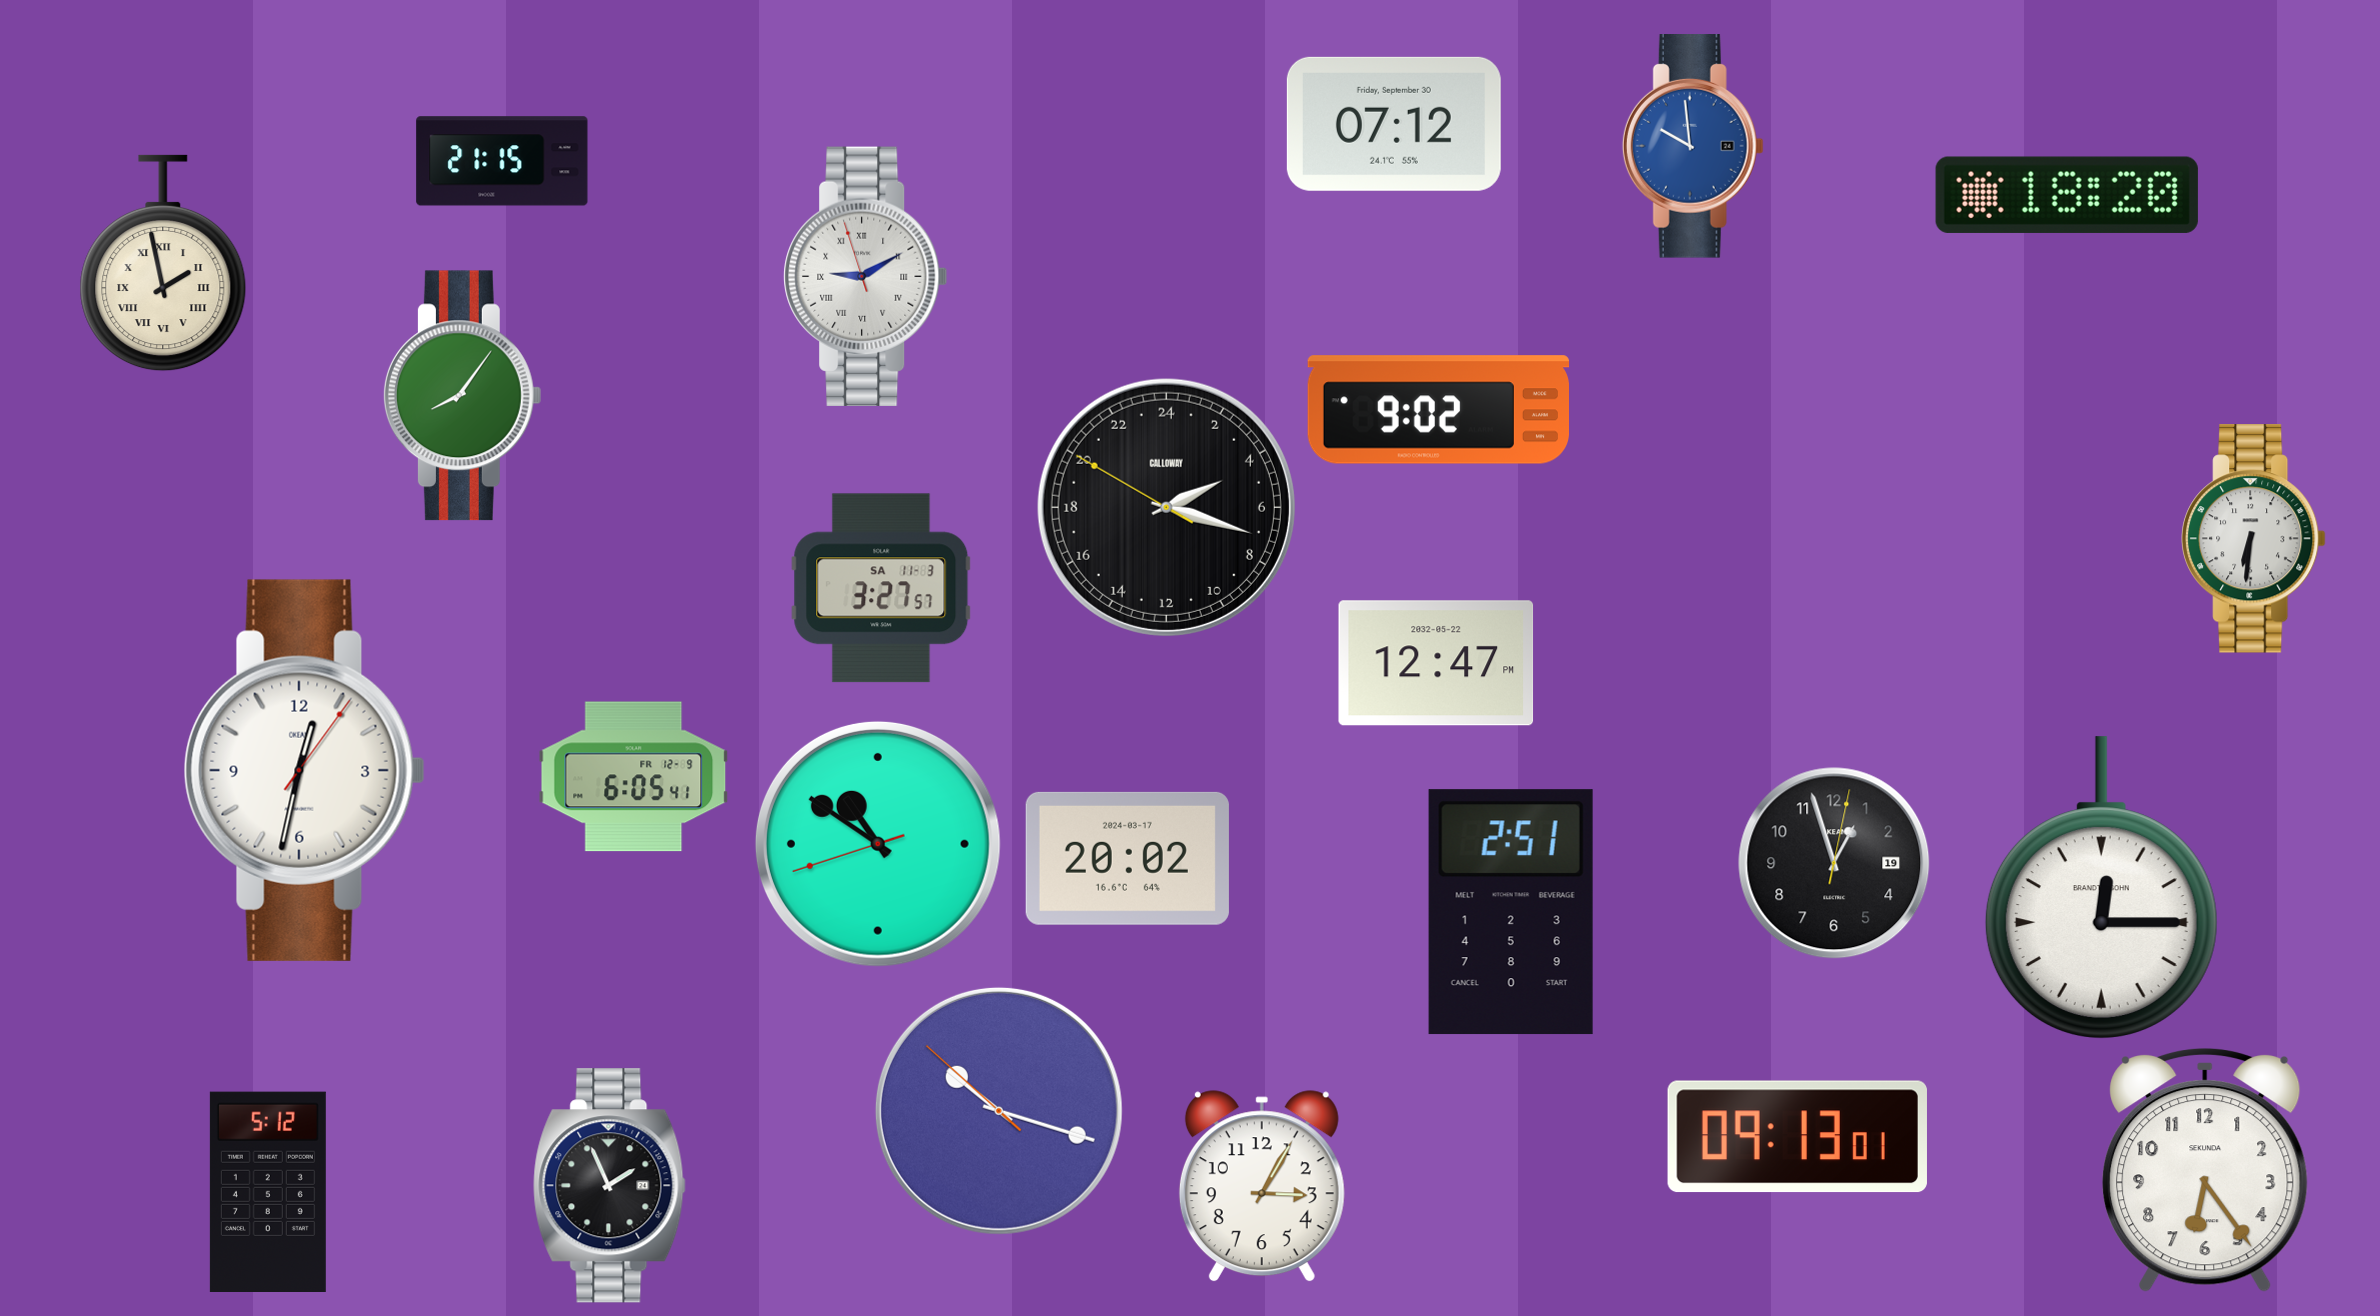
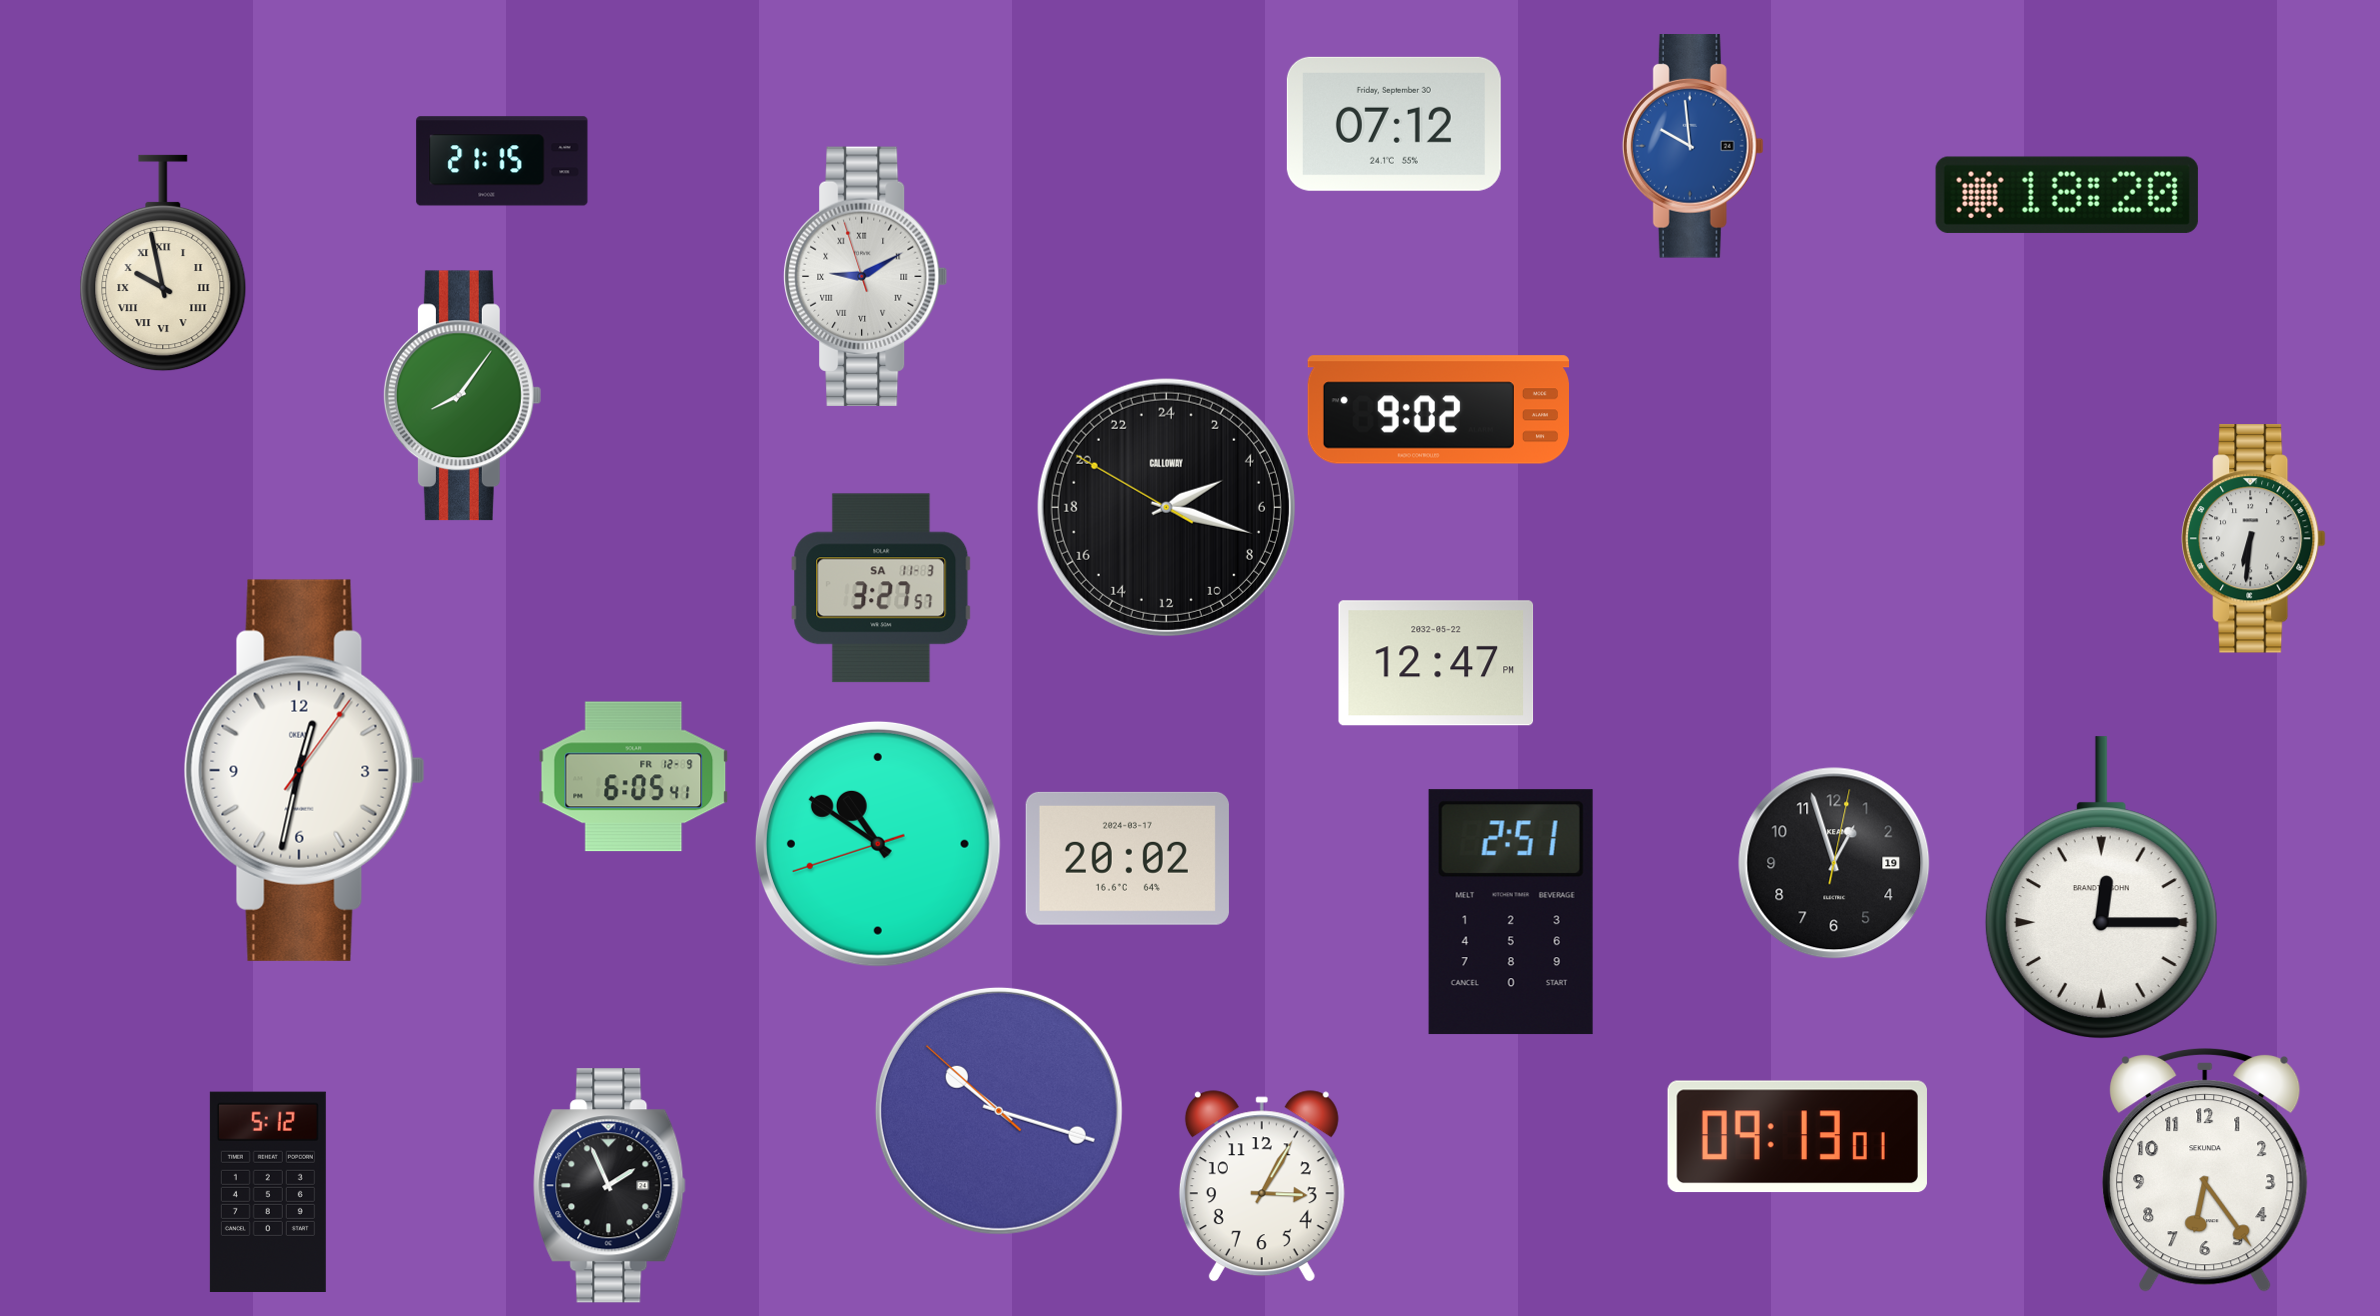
clock at (163, 263): 1:58 -> 9:58
